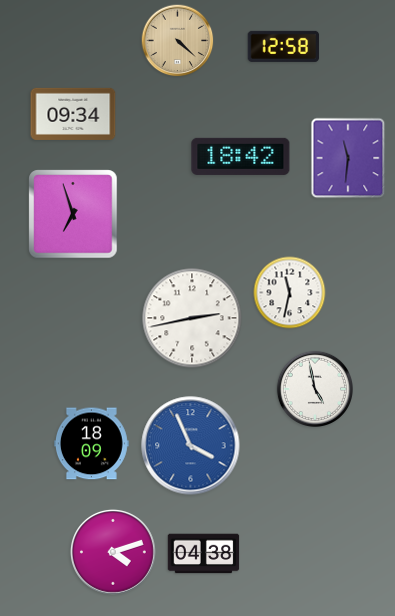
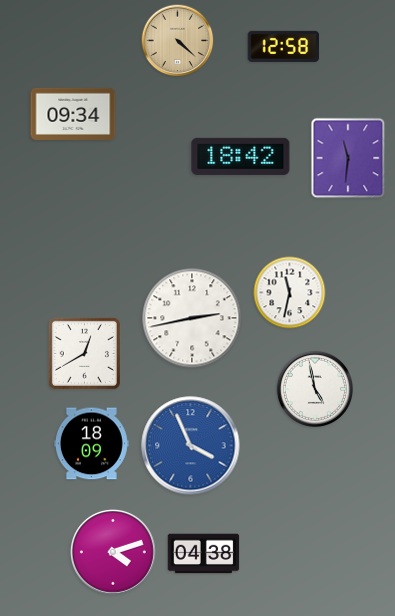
clock at (73, 214): 6:57 -> none
clock at (84, 353): none -> 12:40
